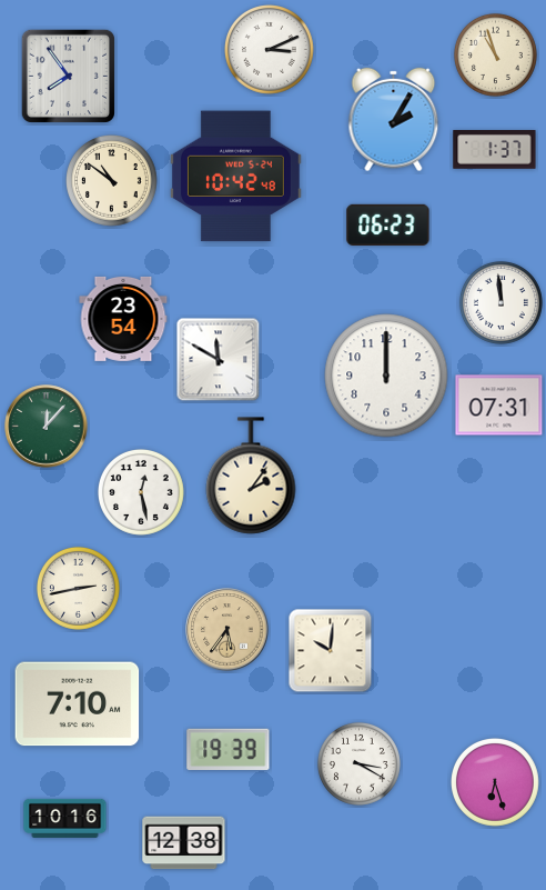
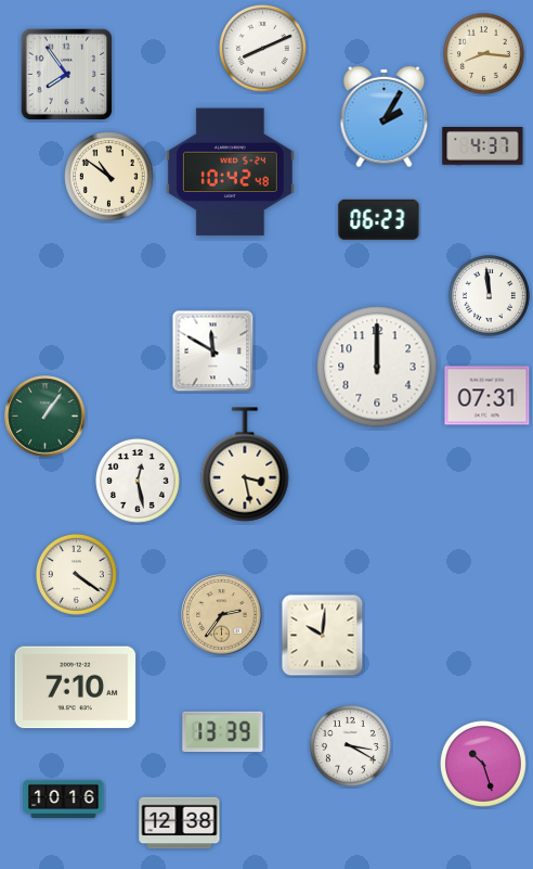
clock at (270, 50): 3:11 -> 8:11
clock at (495, 54): 10:57 -> 8:16
clock at (495, 150): 1:37 -> 4:37
clock at (123, 319): 23:54 -> none
clock at (47, 427): 12:07 -> 1:06
clock at (251, 476): 2:06 -> 3:28
clock at (78, 588): 2:43 -> 4:21
clock at (228, 630): 5:36 -> 2:36
clock at (229, 750): 19:39 -> 13:39
clock at (496, 783): 6:27 -> 10:27
